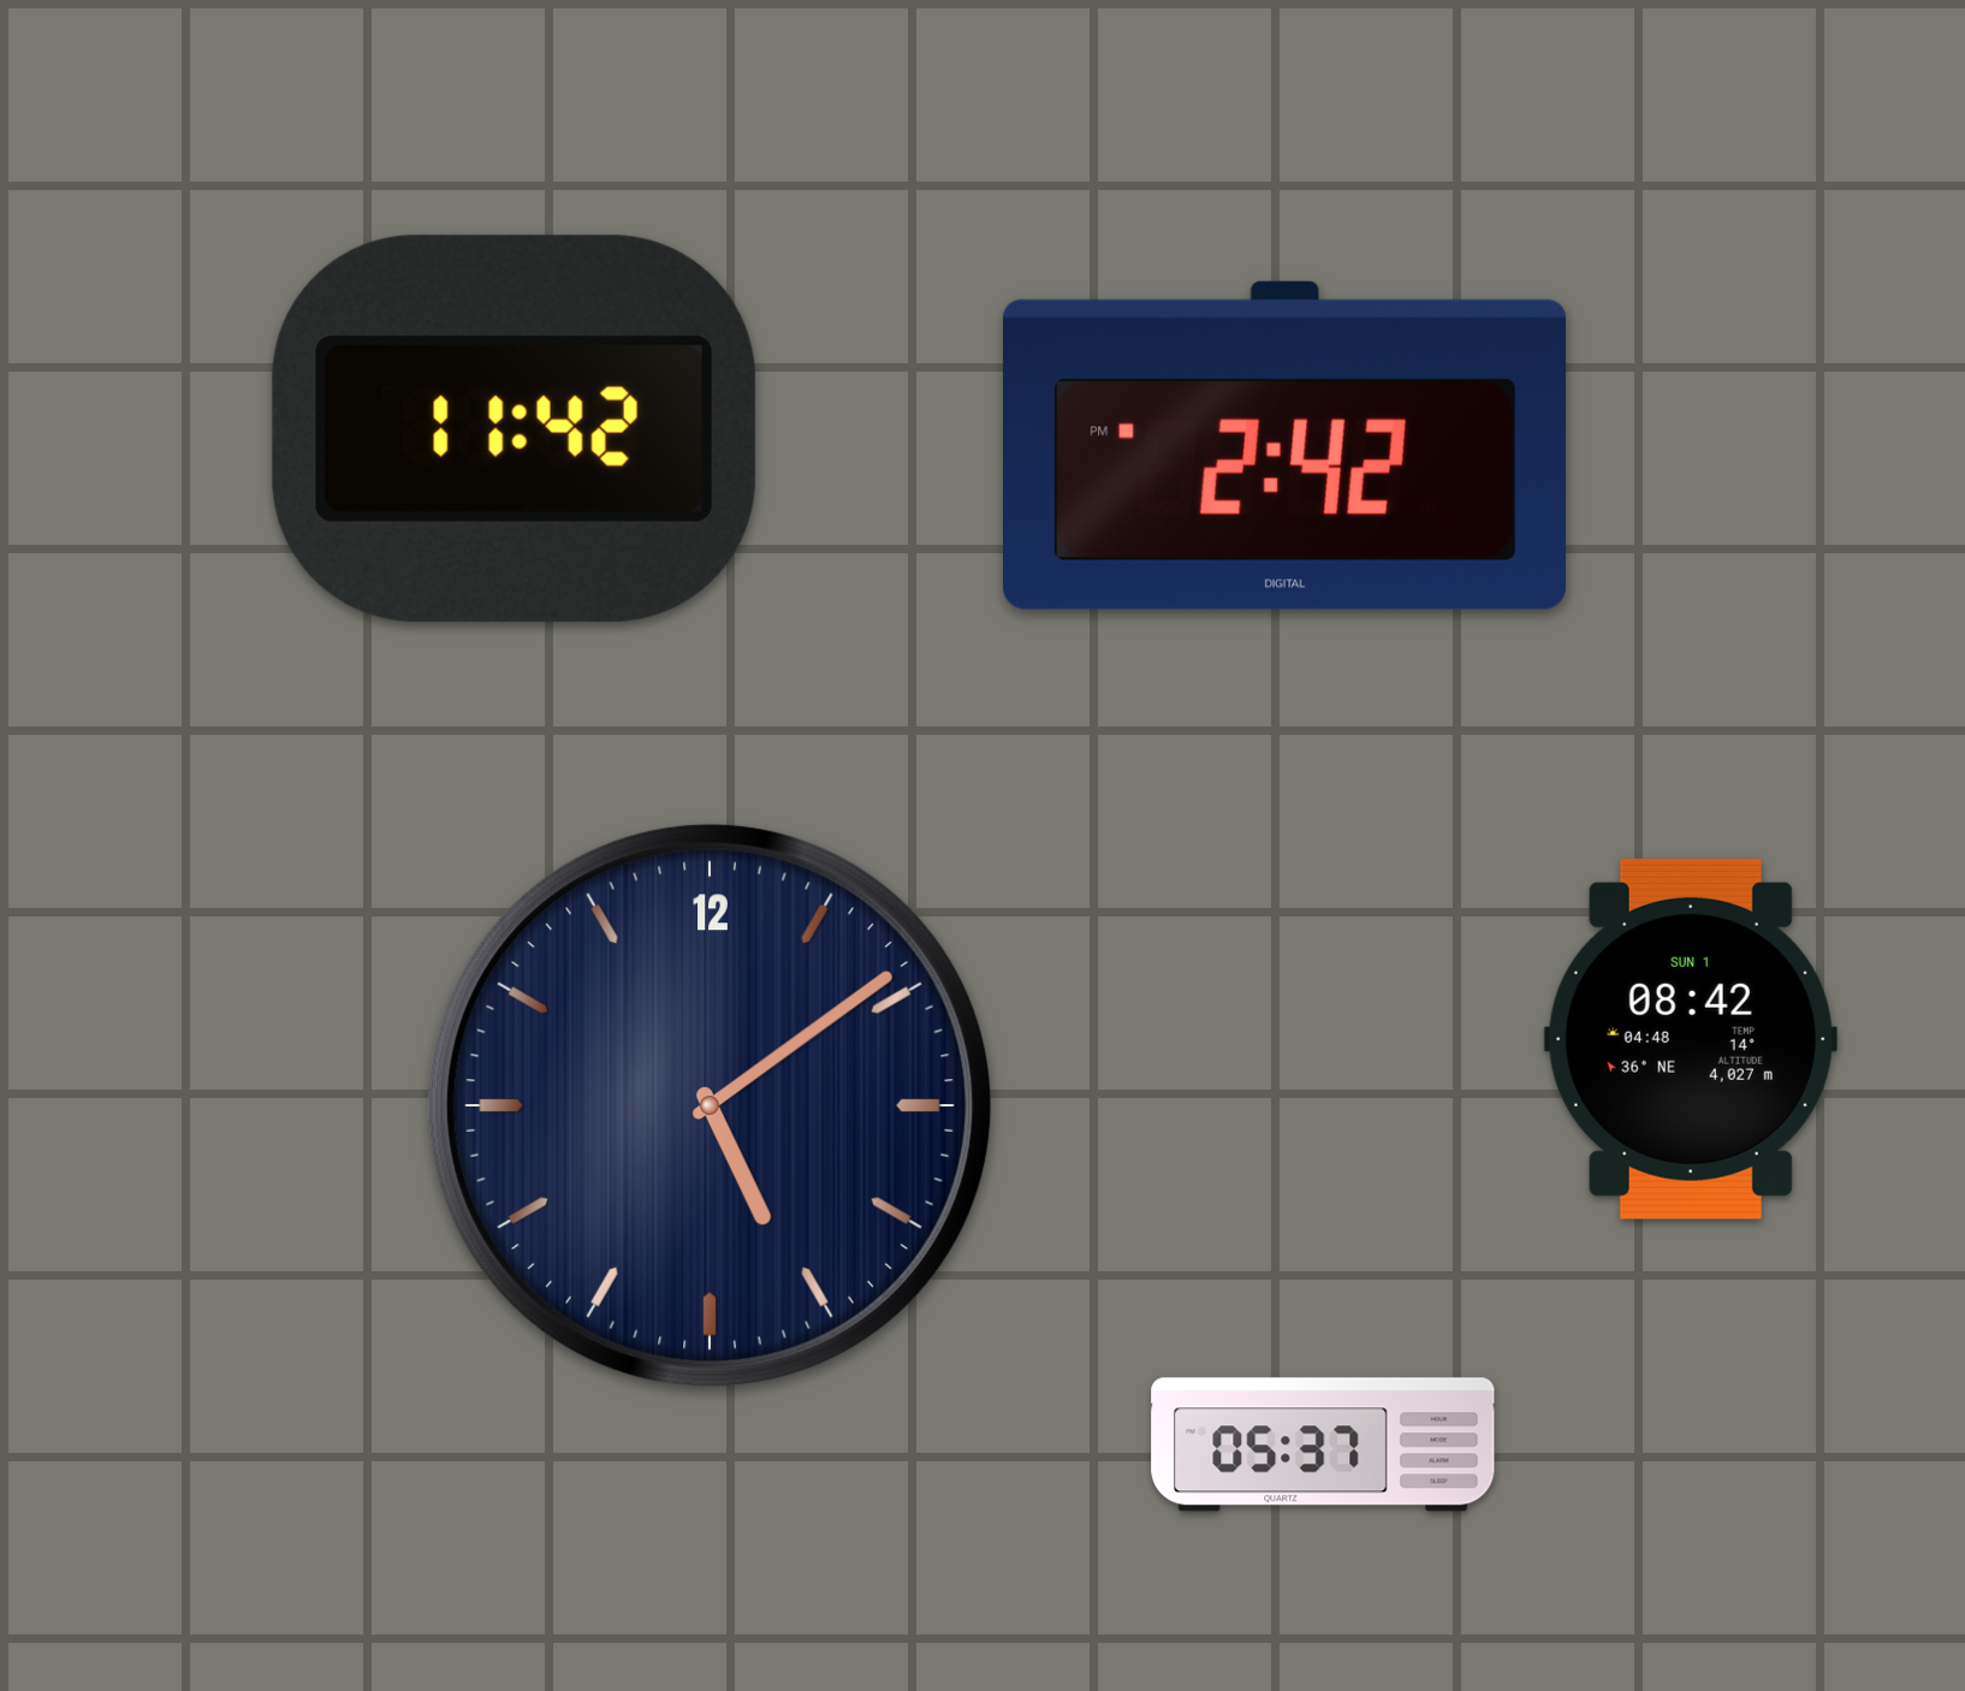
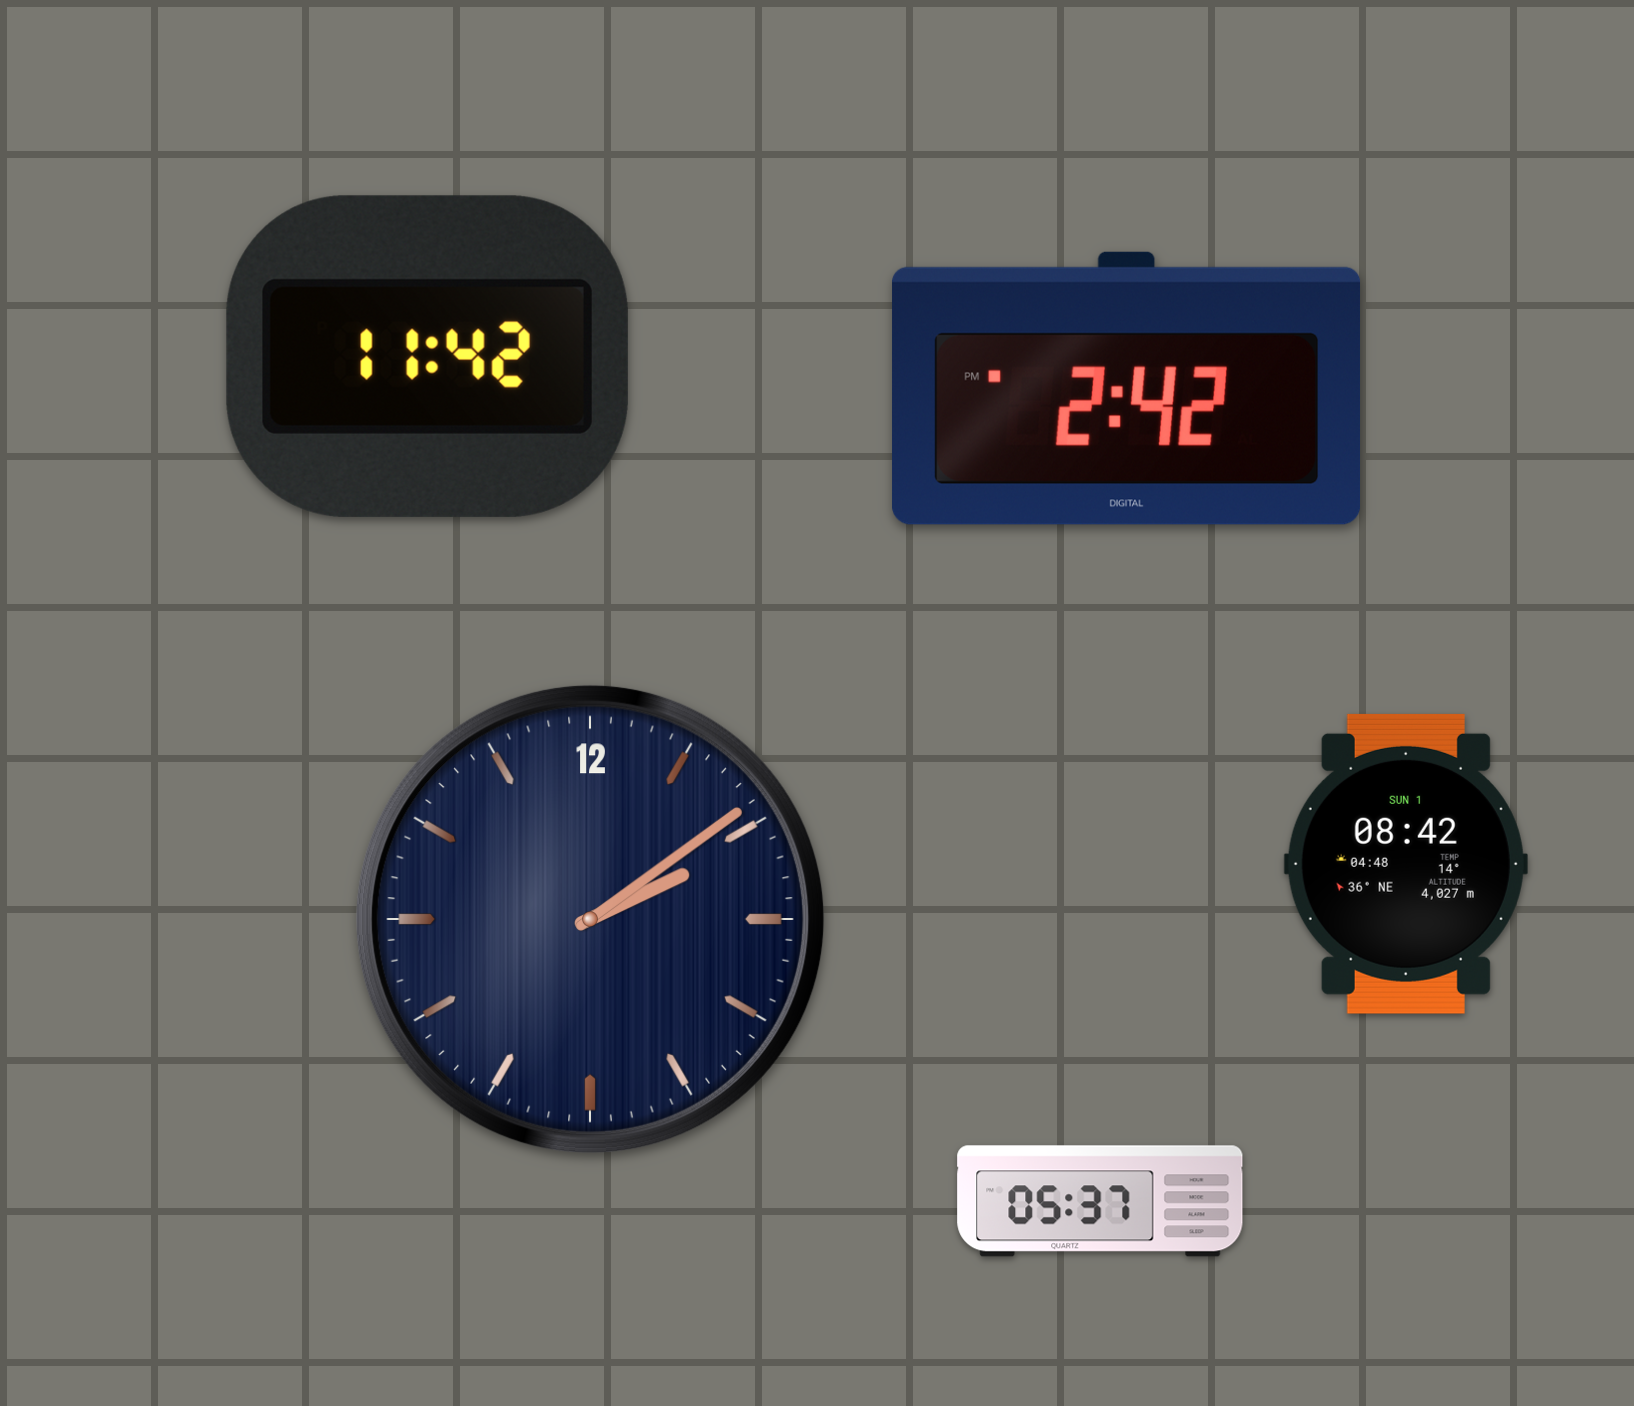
clock at (1286, 445) position: (1286, 445) -> (1127, 388)
clock at (710, 1105): 5:09 -> 2:09
